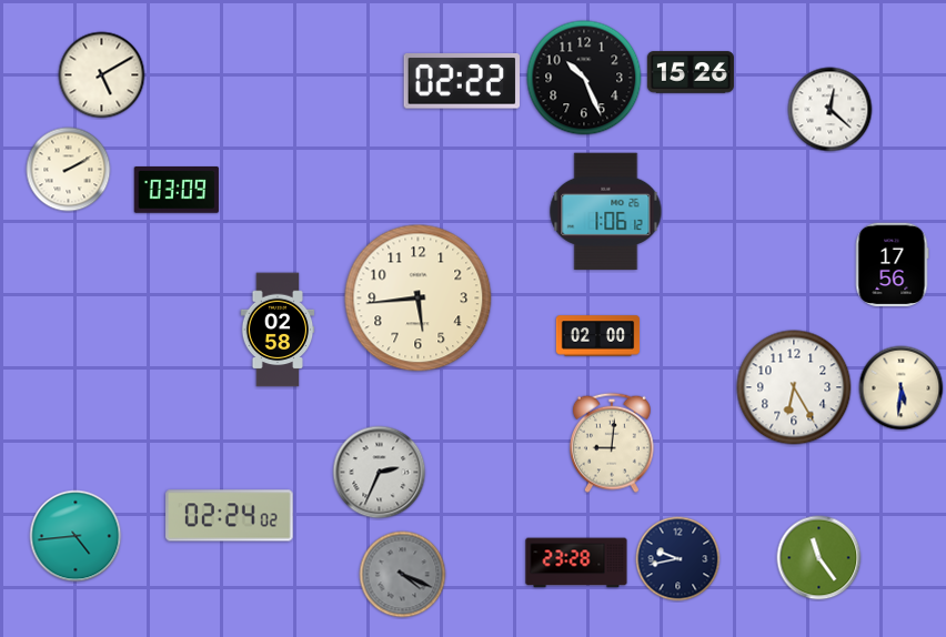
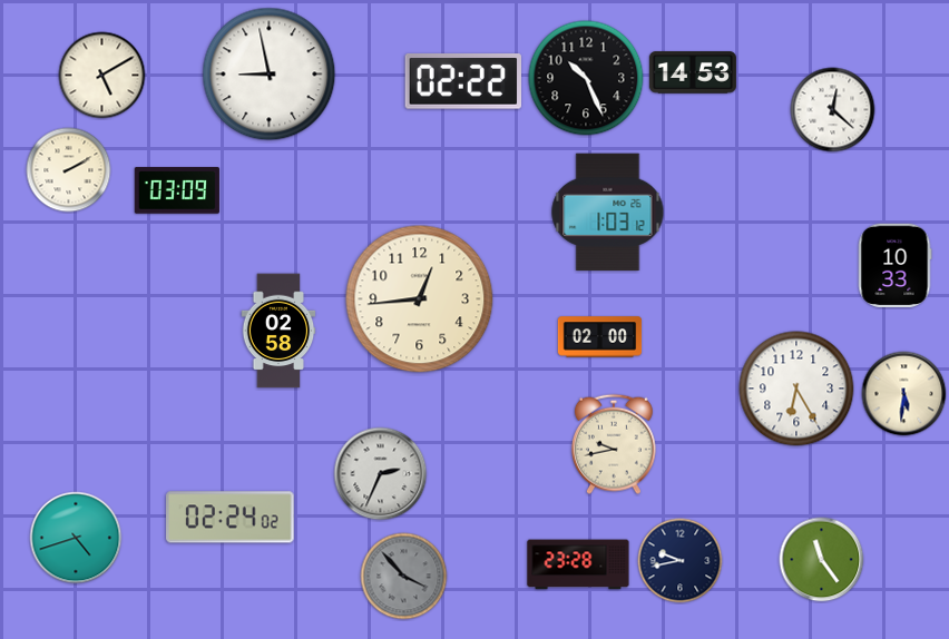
clock at (691, 72): 15:26 -> 14:53
clock at (270, 75): none -> 8:58
clock at (606, 211): 1:06 -> 1:03
clock at (893, 264): 17:56 -> 10:33
clock at (419, 299): 5:44 -> 12:44
clock at (902, 388) position: (902, 388) -> (904, 394)
clock at (612, 443): 9:01 -> 9:43
clock at (76, 536): 4:44 -> 4:42
clock at (403, 575): 4:19 -> 3:53
